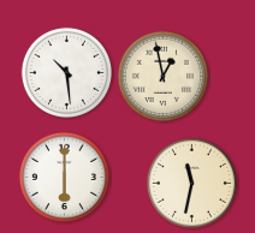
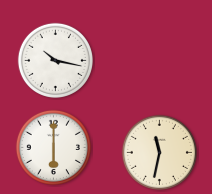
clock at (66, 72): 10:29 -> 10:17
clock at (162, 76): 12:58 -> none
